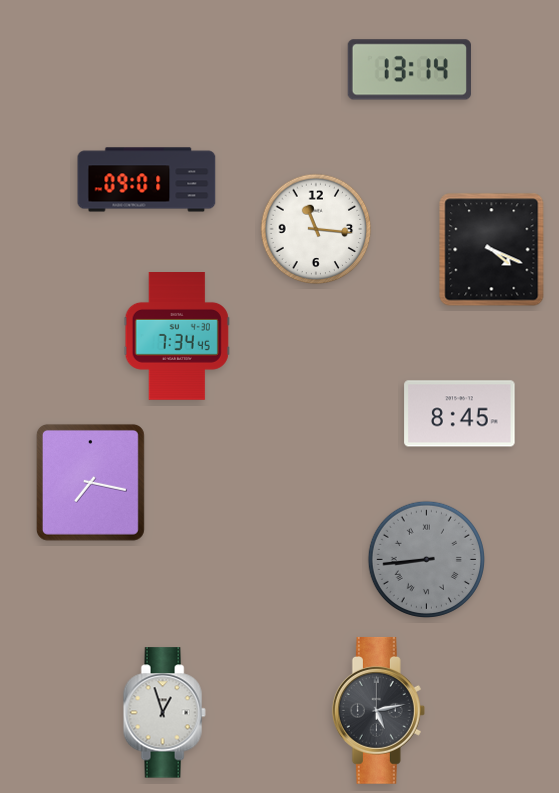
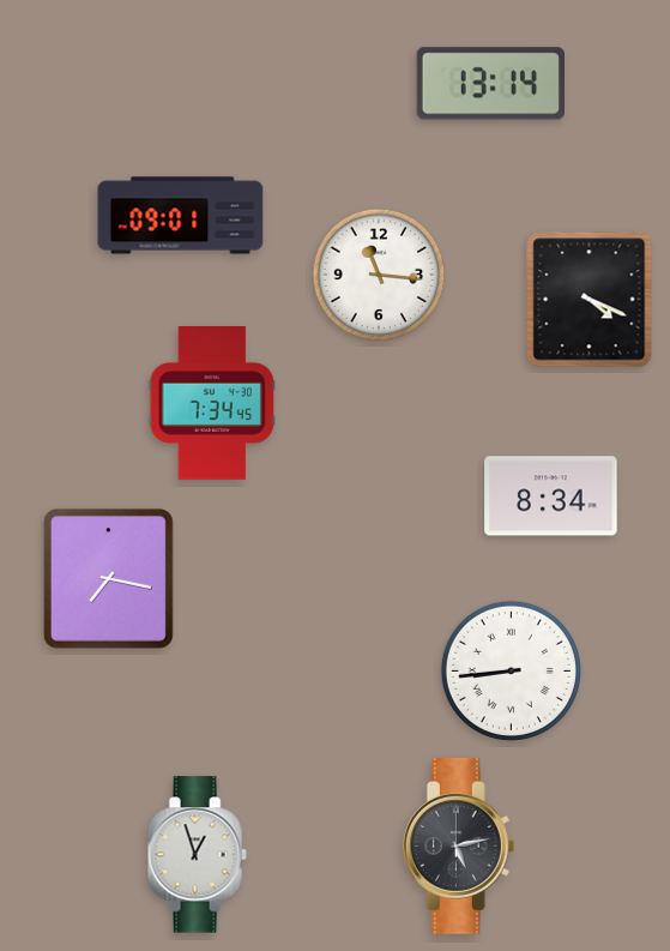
clock at (147, 180) position: (147, 180) -> (181, 216)
clock at (460, 414): 8:45 -> 8:34
clock at (426, 559) dial: grey -> white
clock at (378, 710) position: (378, 710) -> (458, 845)
